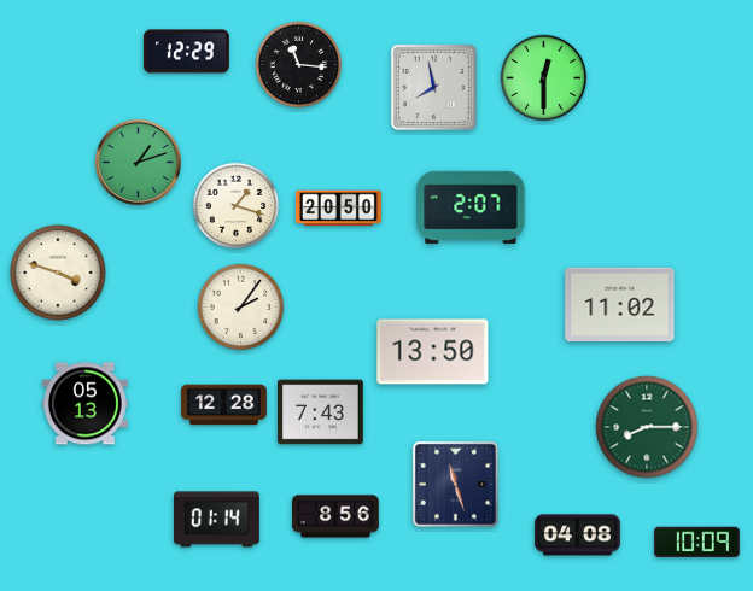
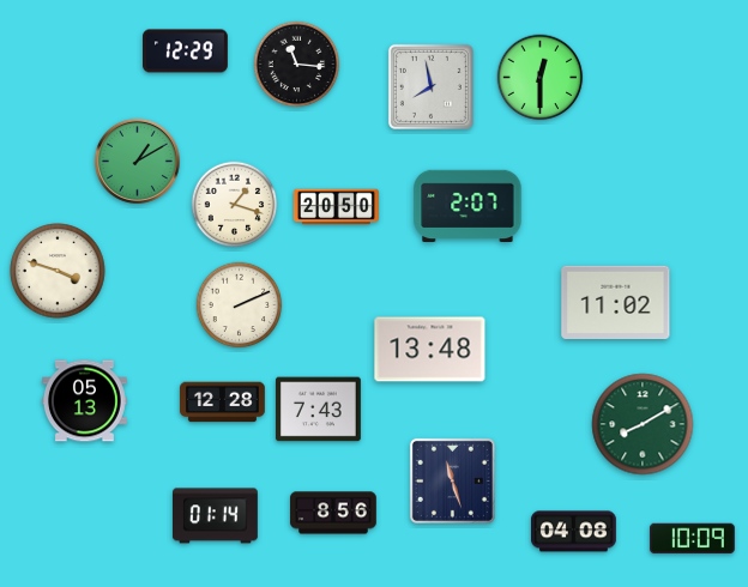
clock at (138, 162): 1:12 -> 1:10
clock at (241, 308): 2:06 -> 2:11
clock at (433, 352): 13:50 -> 13:48
clock at (647, 427): 8:15 -> 8:10
